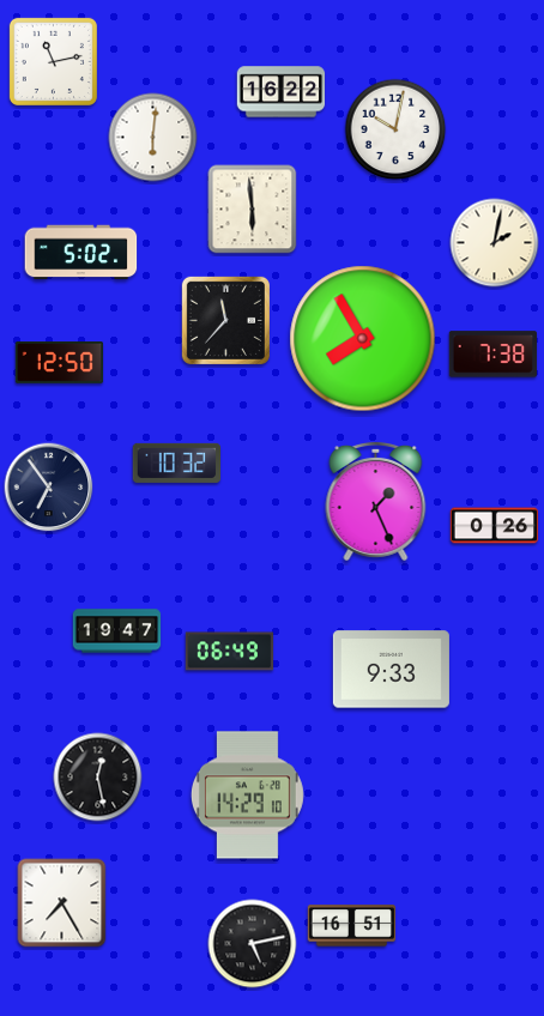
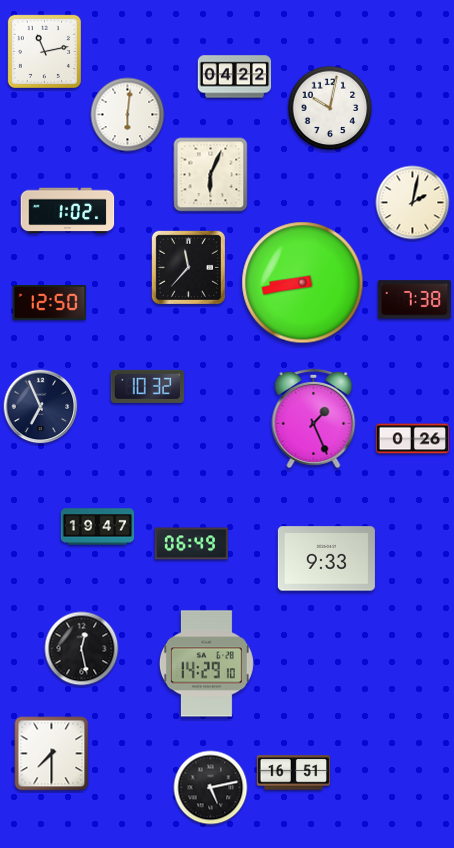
clock at (282, 92): 16:22 -> 04:22
clock at (253, 210): 5:59 -> 6:04
clock at (81, 253): 5:02 -> 1:02
clock at (363, 339): 7:55 -> 8:43
clock at (492, 355) position: (492, 355) -> (414, 300)
clock at (49, 488): 6:54 -> 6:56
clock at (62, 903): 7:25 -> 7:30
